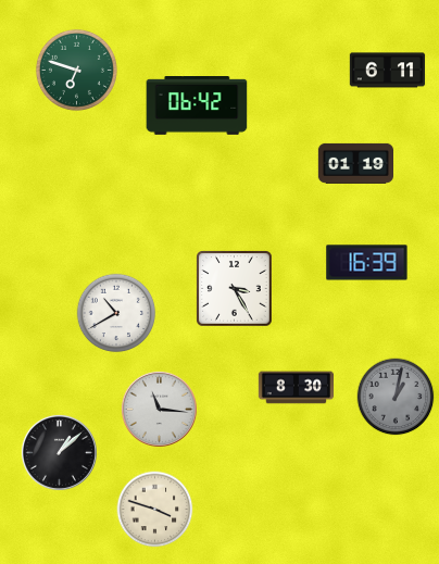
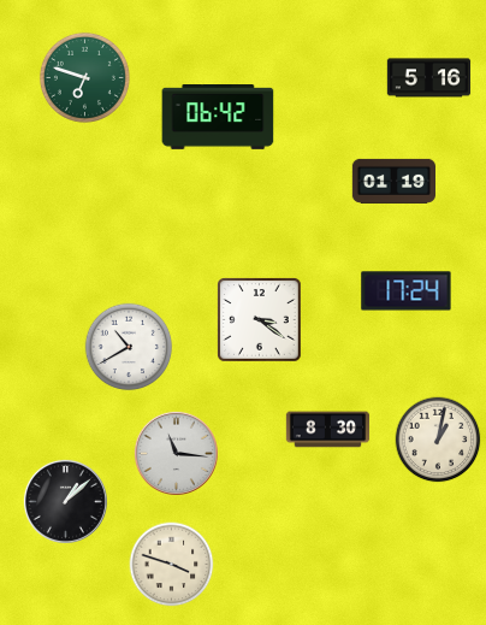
clock at (388, 71): 6:11 -> 5:16
clock at (367, 263): 16:39 -> 17:24
clock at (235, 289): 3:25 -> 3:21
clock at (396, 397) dial: grey -> cream
